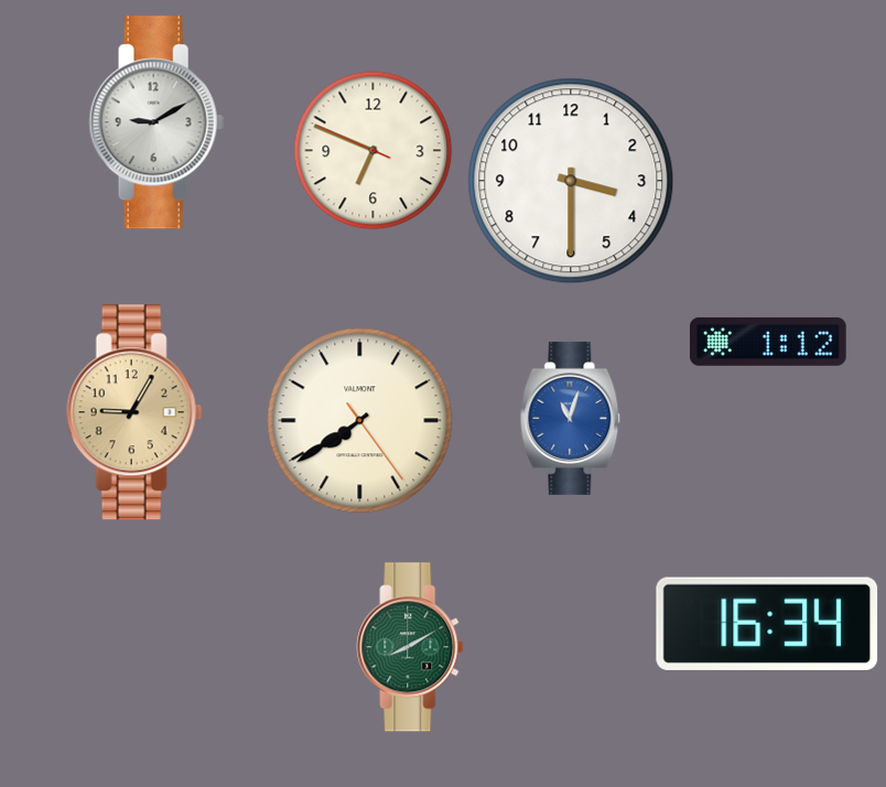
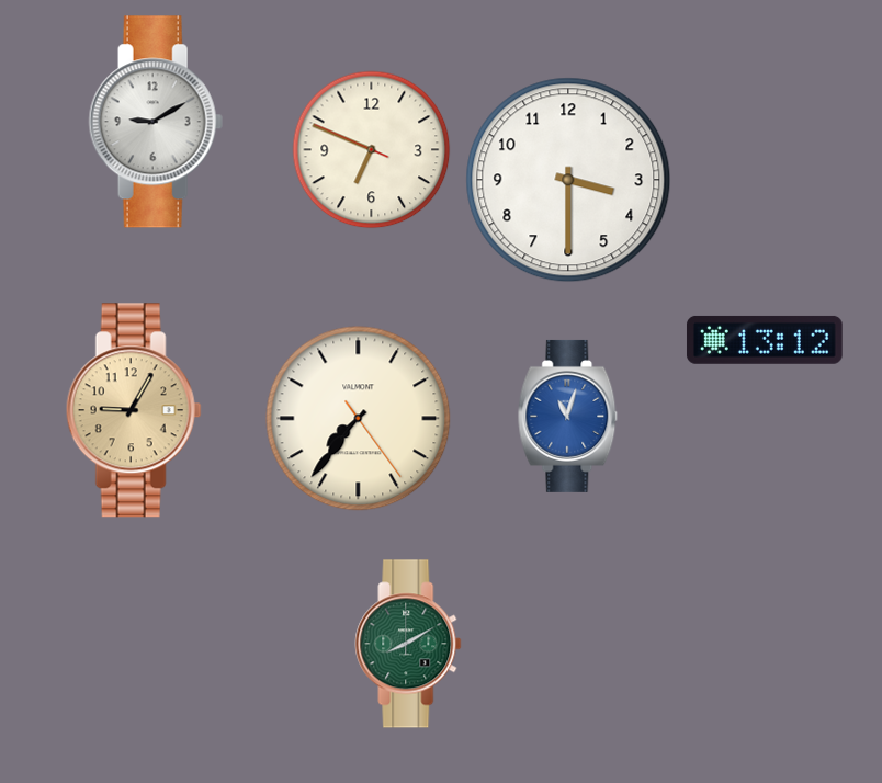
clock at (768, 342): 1:12 -> 13:12
clock at (360, 421): 7:39 -> 7:36
clock at (767, 624): 16:34 -> none
